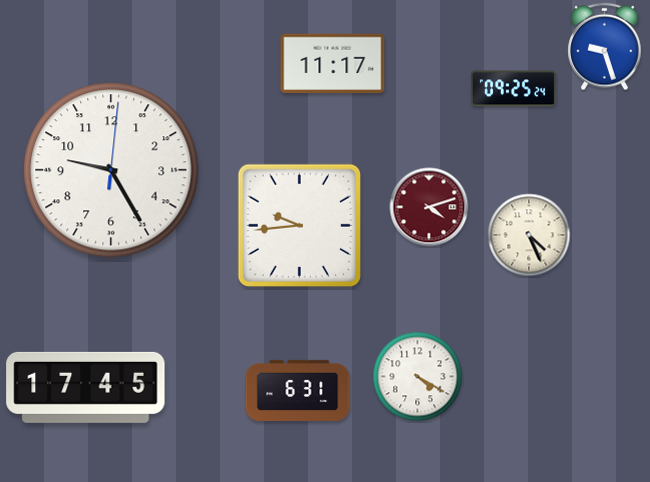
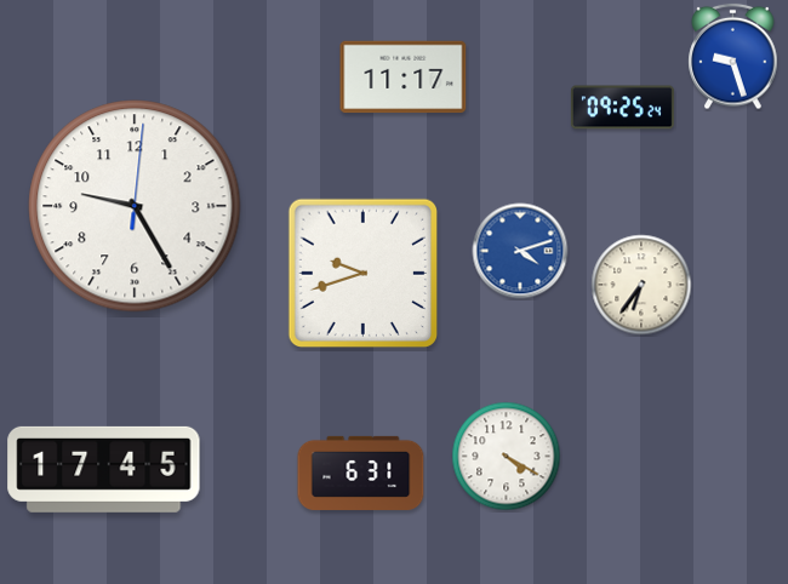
clock at (429, 207) dial: burgundy -> blue
clock at (300, 226): 9:44 -> 9:42
clock at (529, 235): 4:26 -> 6:36
